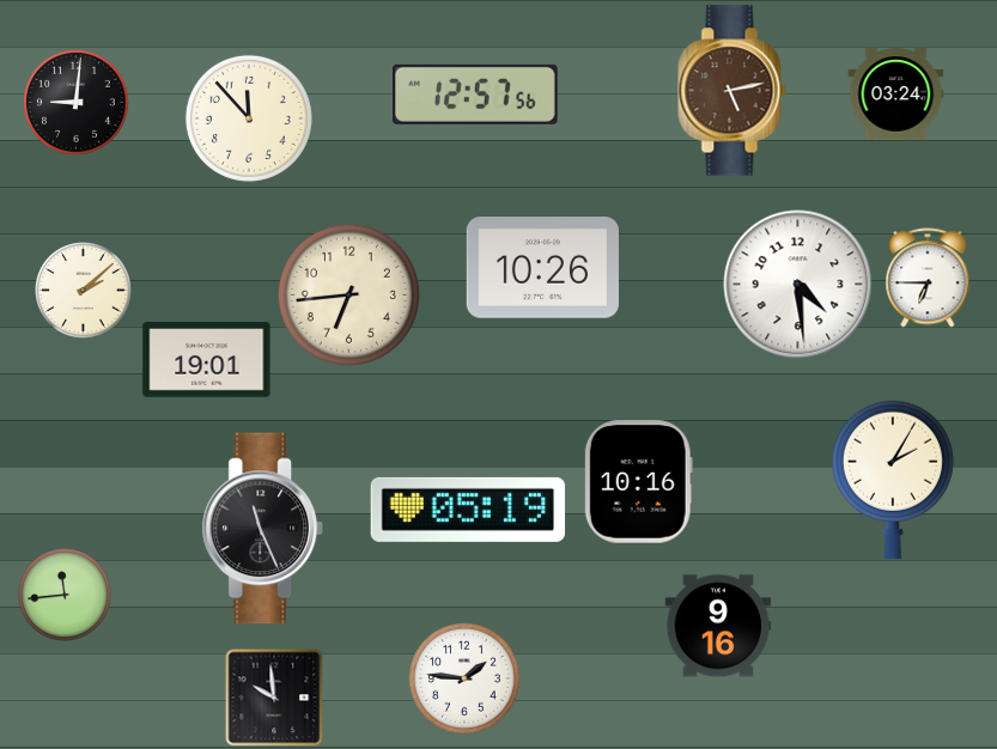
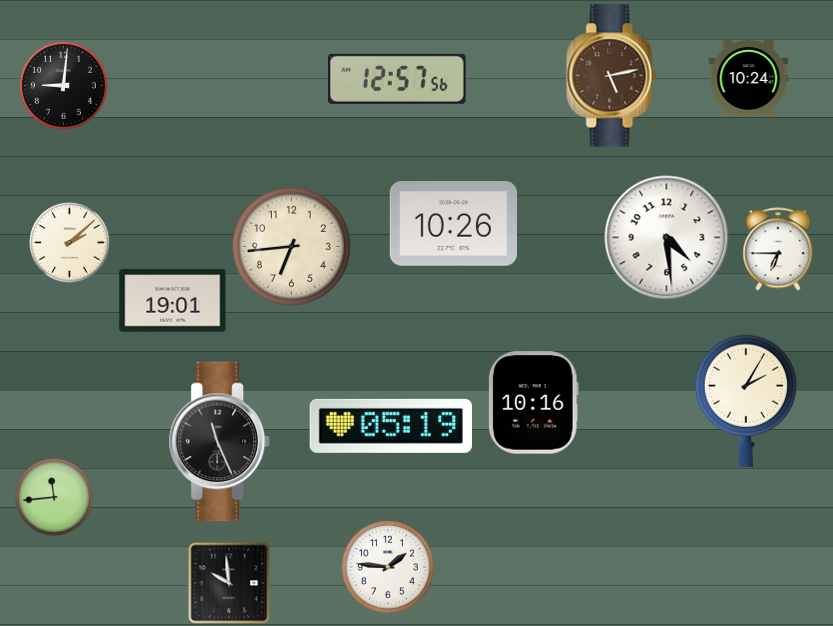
clock at (896, 95): 03:24 -> 10:24
clock at (249, 118): 11:53 -> none
clock at (928, 278) position: (928, 278) -> (778, 249)
clock at (718, 626): 9:16 -> none
